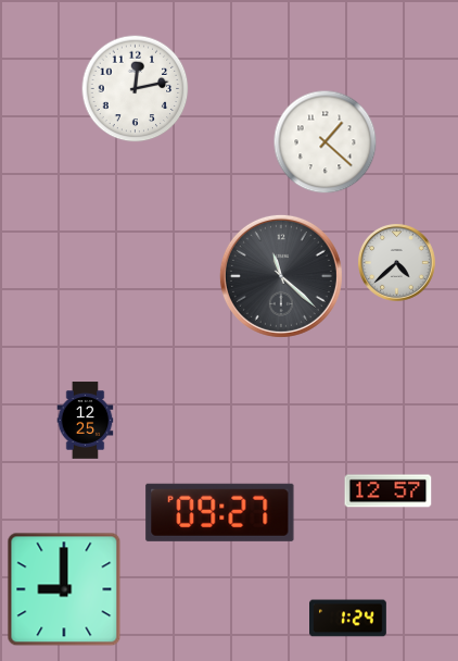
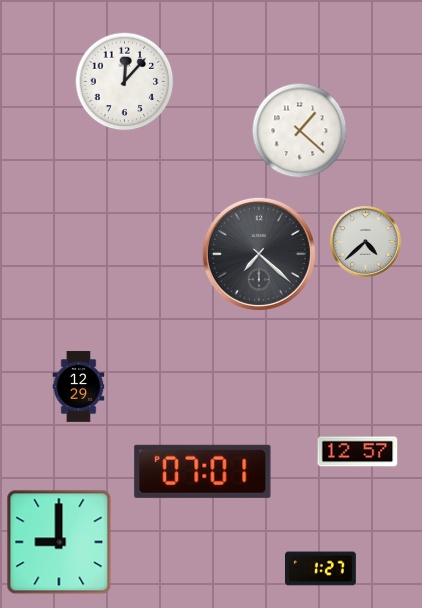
clock at (136, 89): 12:13 -> 12:07
clock at (281, 276): 11:22 -> 7:22
clock at (86, 421): 12:25 -> 12:29
clock at (220, 512): 09:27 -> 07:01
clock at (348, 619): 1:24 -> 1:27
